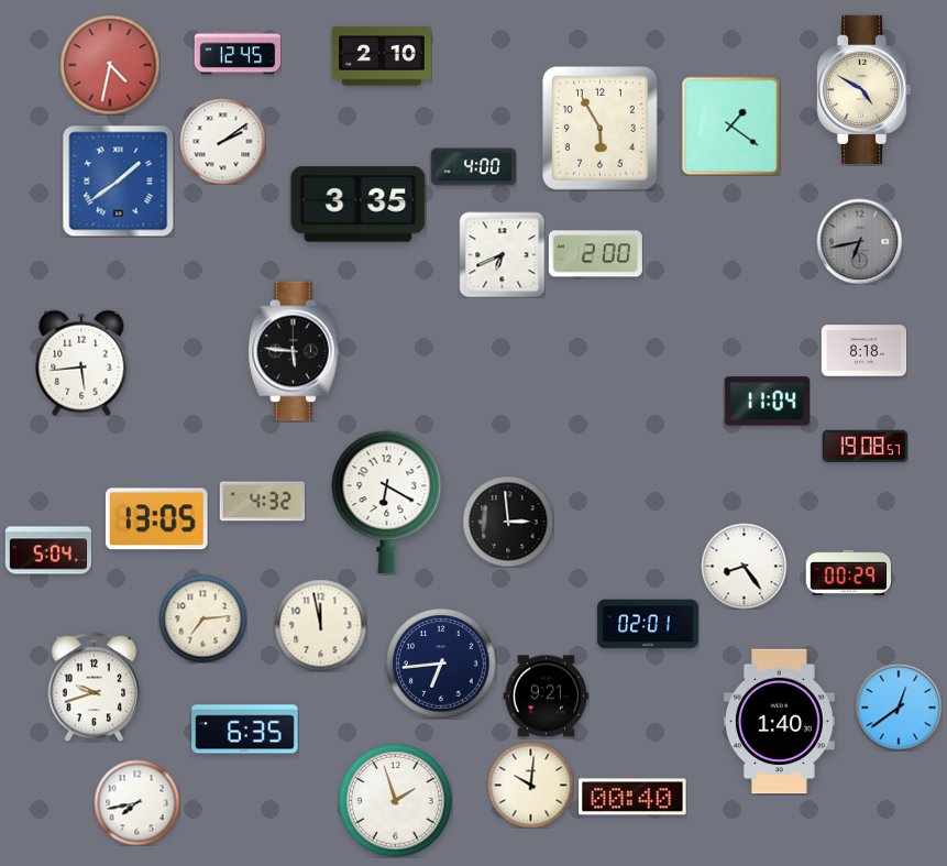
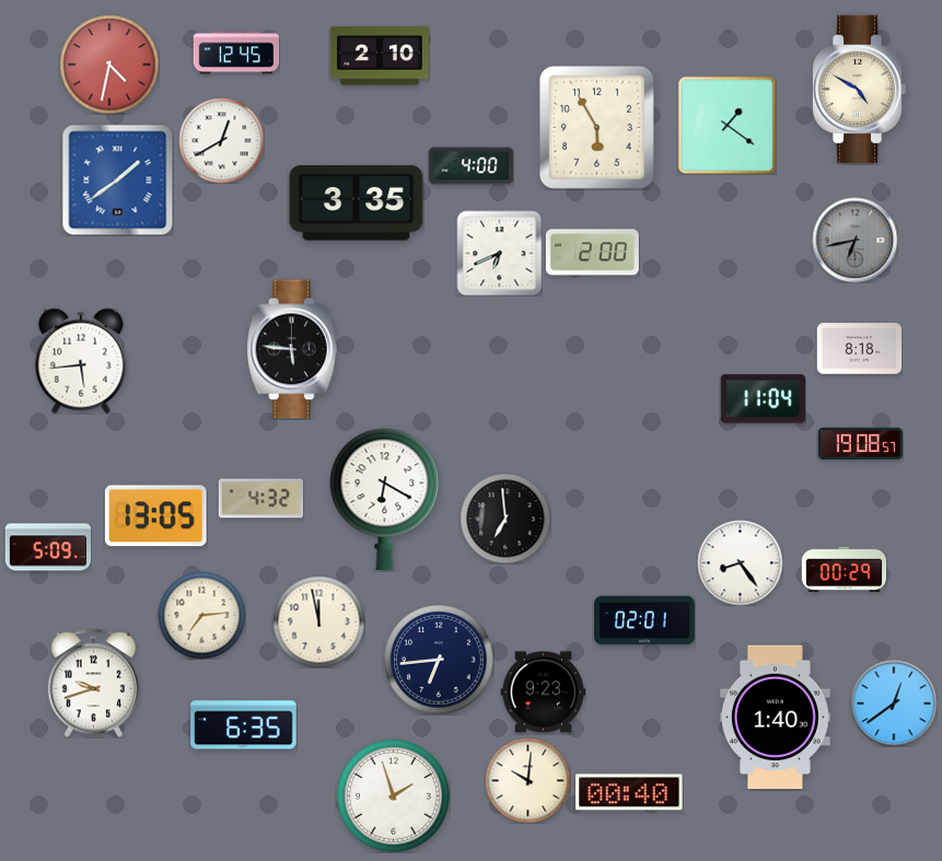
clock at (222, 141): 2:09 -> 12:40
clock at (508, 522): 2:59 -> 6:59
clock at (48, 550): 5:04 -> 5:09
clock at (546, 697): 9:21 -> 9:23
clock at (136, 802): 7:43 -> none
